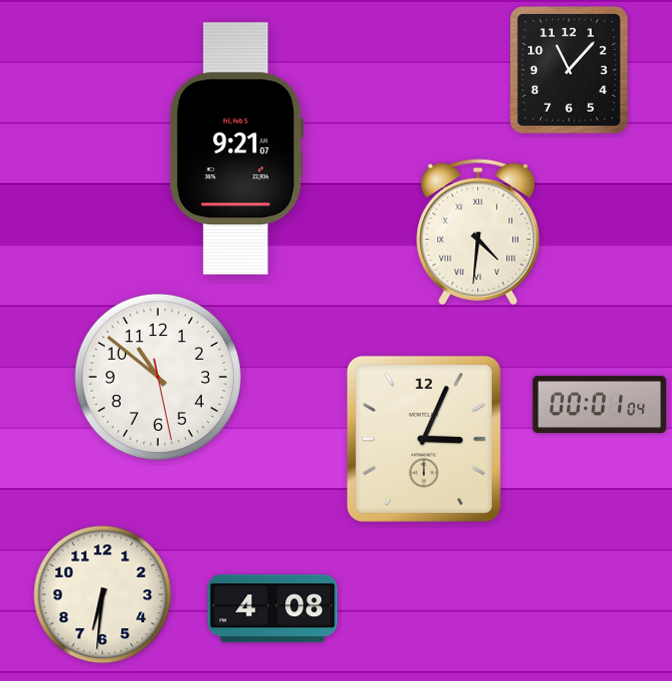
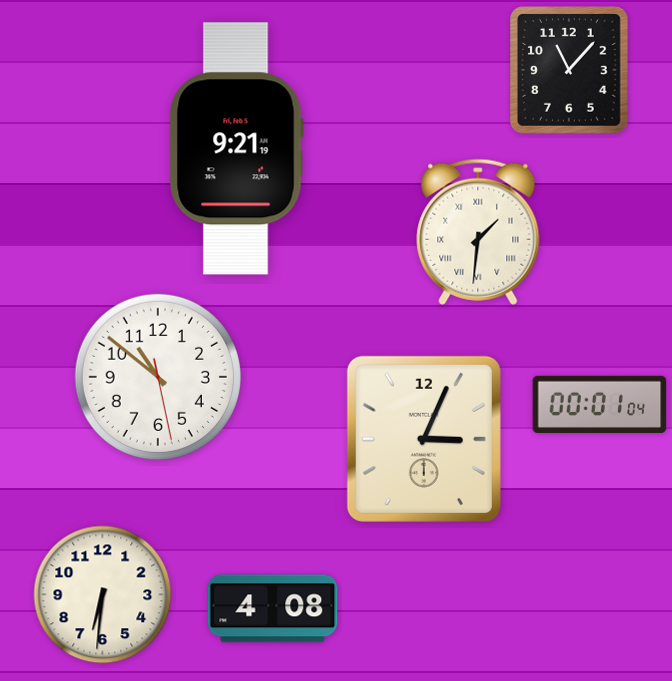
clock at (236, 149): 9:21:07 -> 9:21:19
clock at (478, 232): 4:31 -> 1:31
